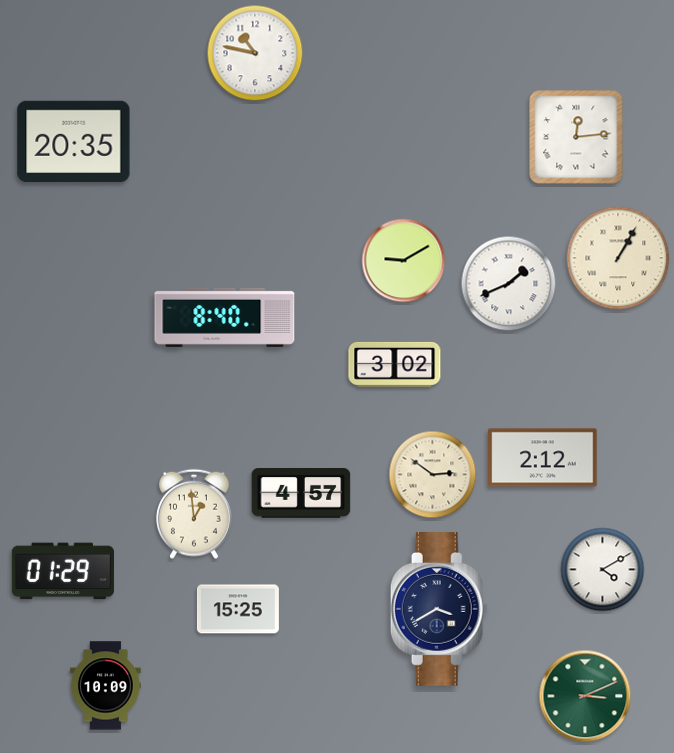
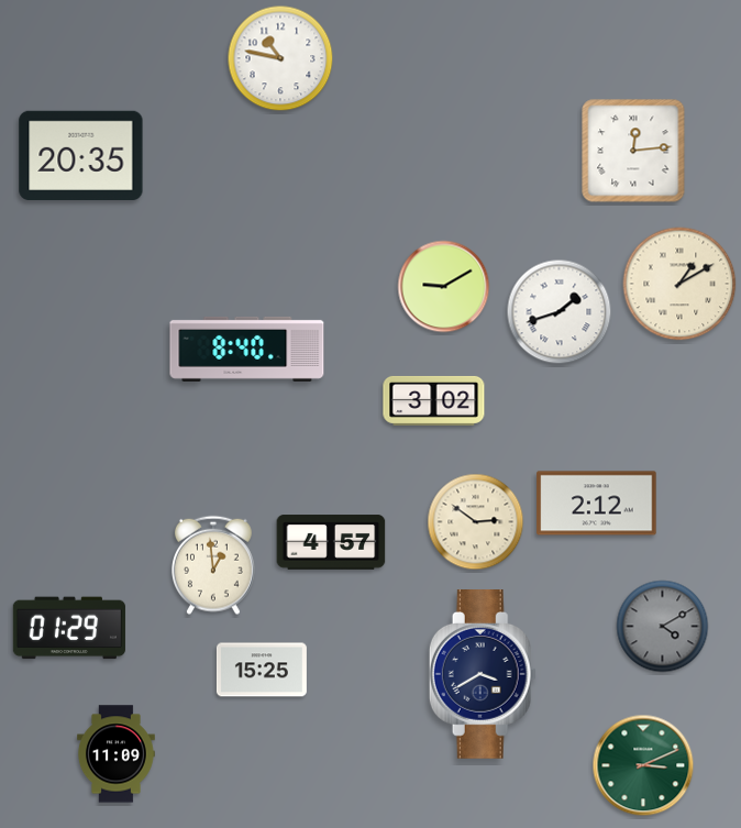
clock at (618, 258): 1:05 -> 1:10
clock at (509, 284): 1:41 -> 1:42
clock at (603, 570) dial: white -> grey
clock at (439, 610) position: (439, 610) -> (483, 675)
clock at (106, 686): 10:09 -> 11:09
